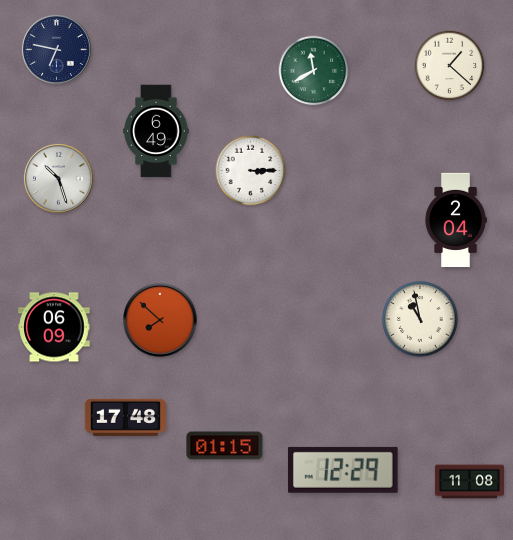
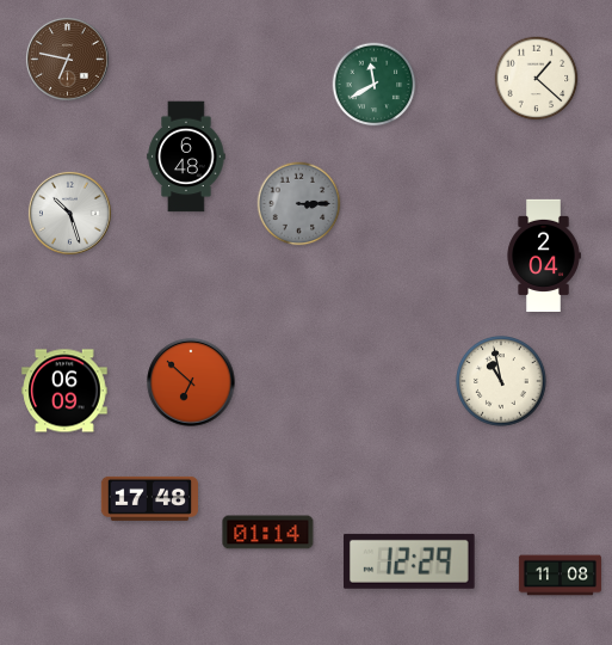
clock at (56, 49) dial: navy -> brown
clock at (156, 131): 6:49 -> 6:48
clock at (251, 171) dial: white -> grey
clock at (456, 219) position: (456, 219) -> (544, 254)
clock at (160, 320): 7:52 -> 6:52
clock at (225, 446): 01:15 -> 01:14
